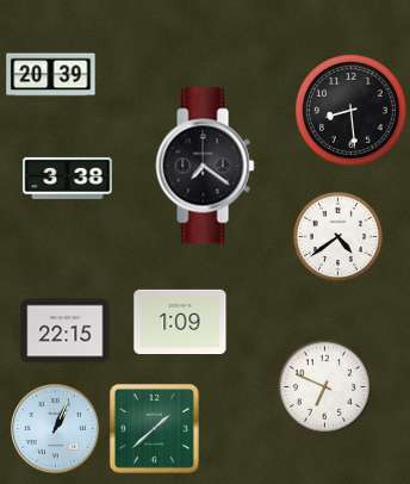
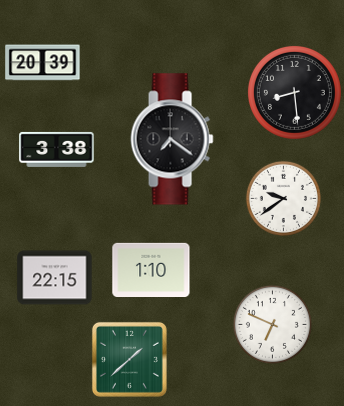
clock at (337, 236): 4:39 -> 9:39
clock at (180, 321): 1:09 -> 1:10
clock at (56, 429): 1:04 -> none
